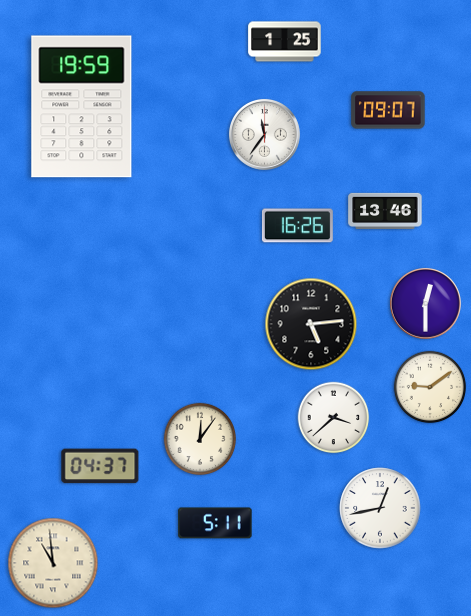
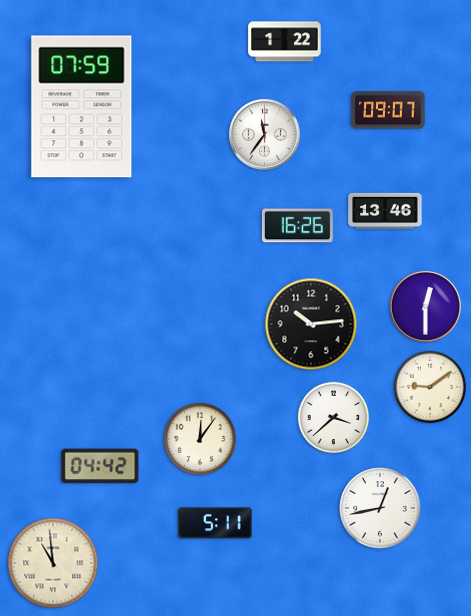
clock at (285, 42): 1:25 -> 1:22
clock at (82, 107): 19:59 -> 07:59
clock at (425, 303) position: (425, 303) -> (425, 306)
clock at (311, 324): 5:14 -> 10:14
clock at (100, 466): 04:37 -> 04:42
